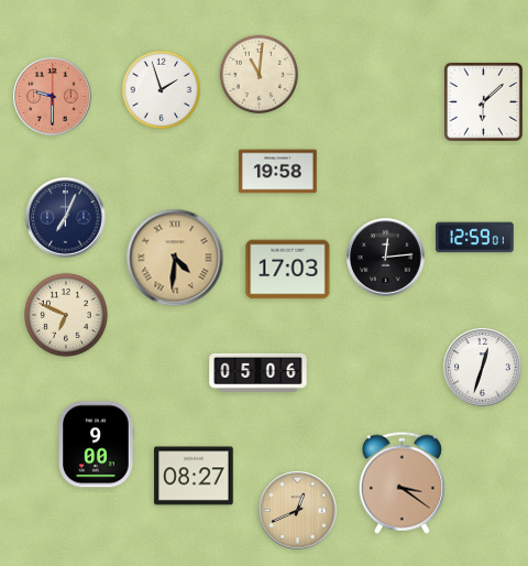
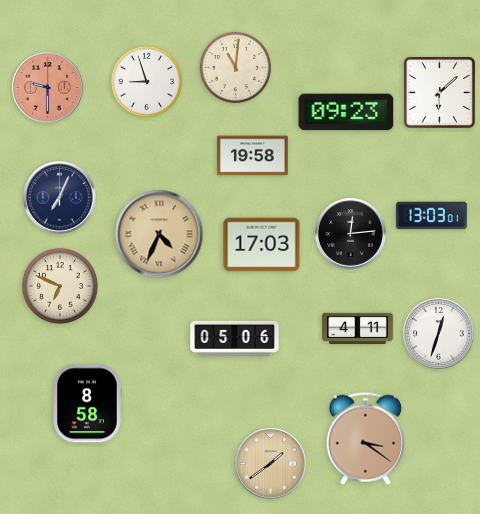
clock at (162, 90): 1:57 -> 8:57
clock at (346, 112): none -> 09:23
clock at (475, 238): 12:59 -> 13:03
clock at (175, 258): 4:31 -> 4:34
clock at (358, 328): none -> 4:11
clock at (96, 445): 9:00 -> 8:58
clock at (194, 476): 08:27 -> none
clock at (298, 511): 12:41 -> 1:39
